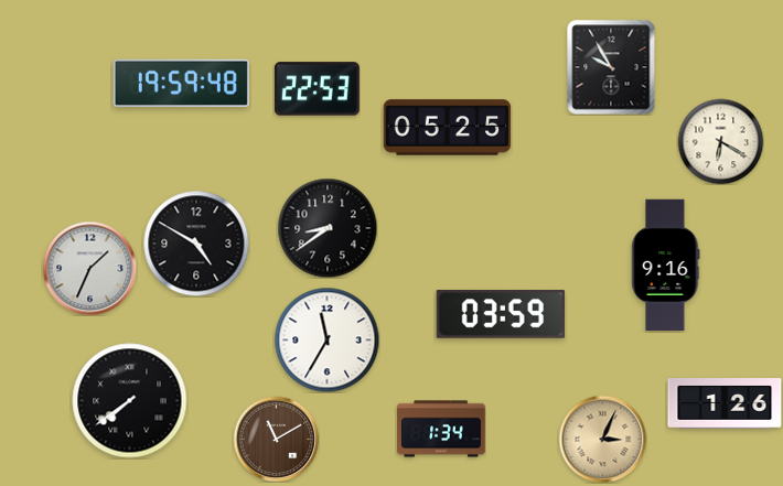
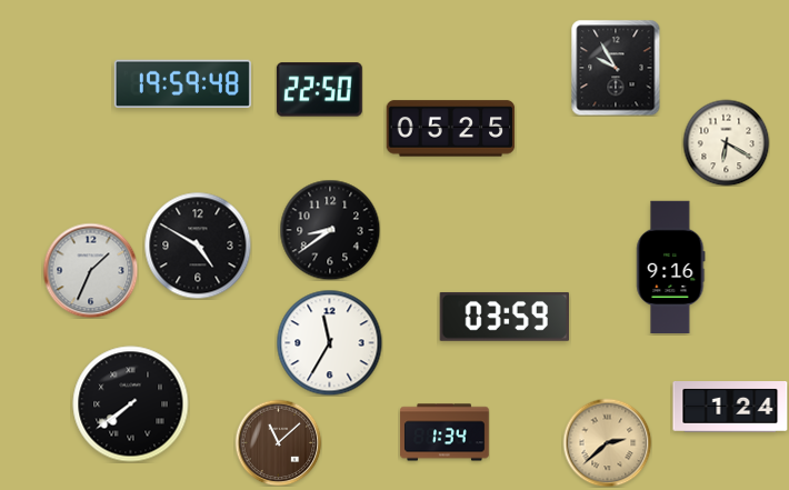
clock at (317, 89): 22:53 -> 22:50
clock at (725, 404): 1:26 -> 1:24
clock at (276, 439): 11:10 -> 11:08
clock at (602, 439): 3:04 -> 2:38
